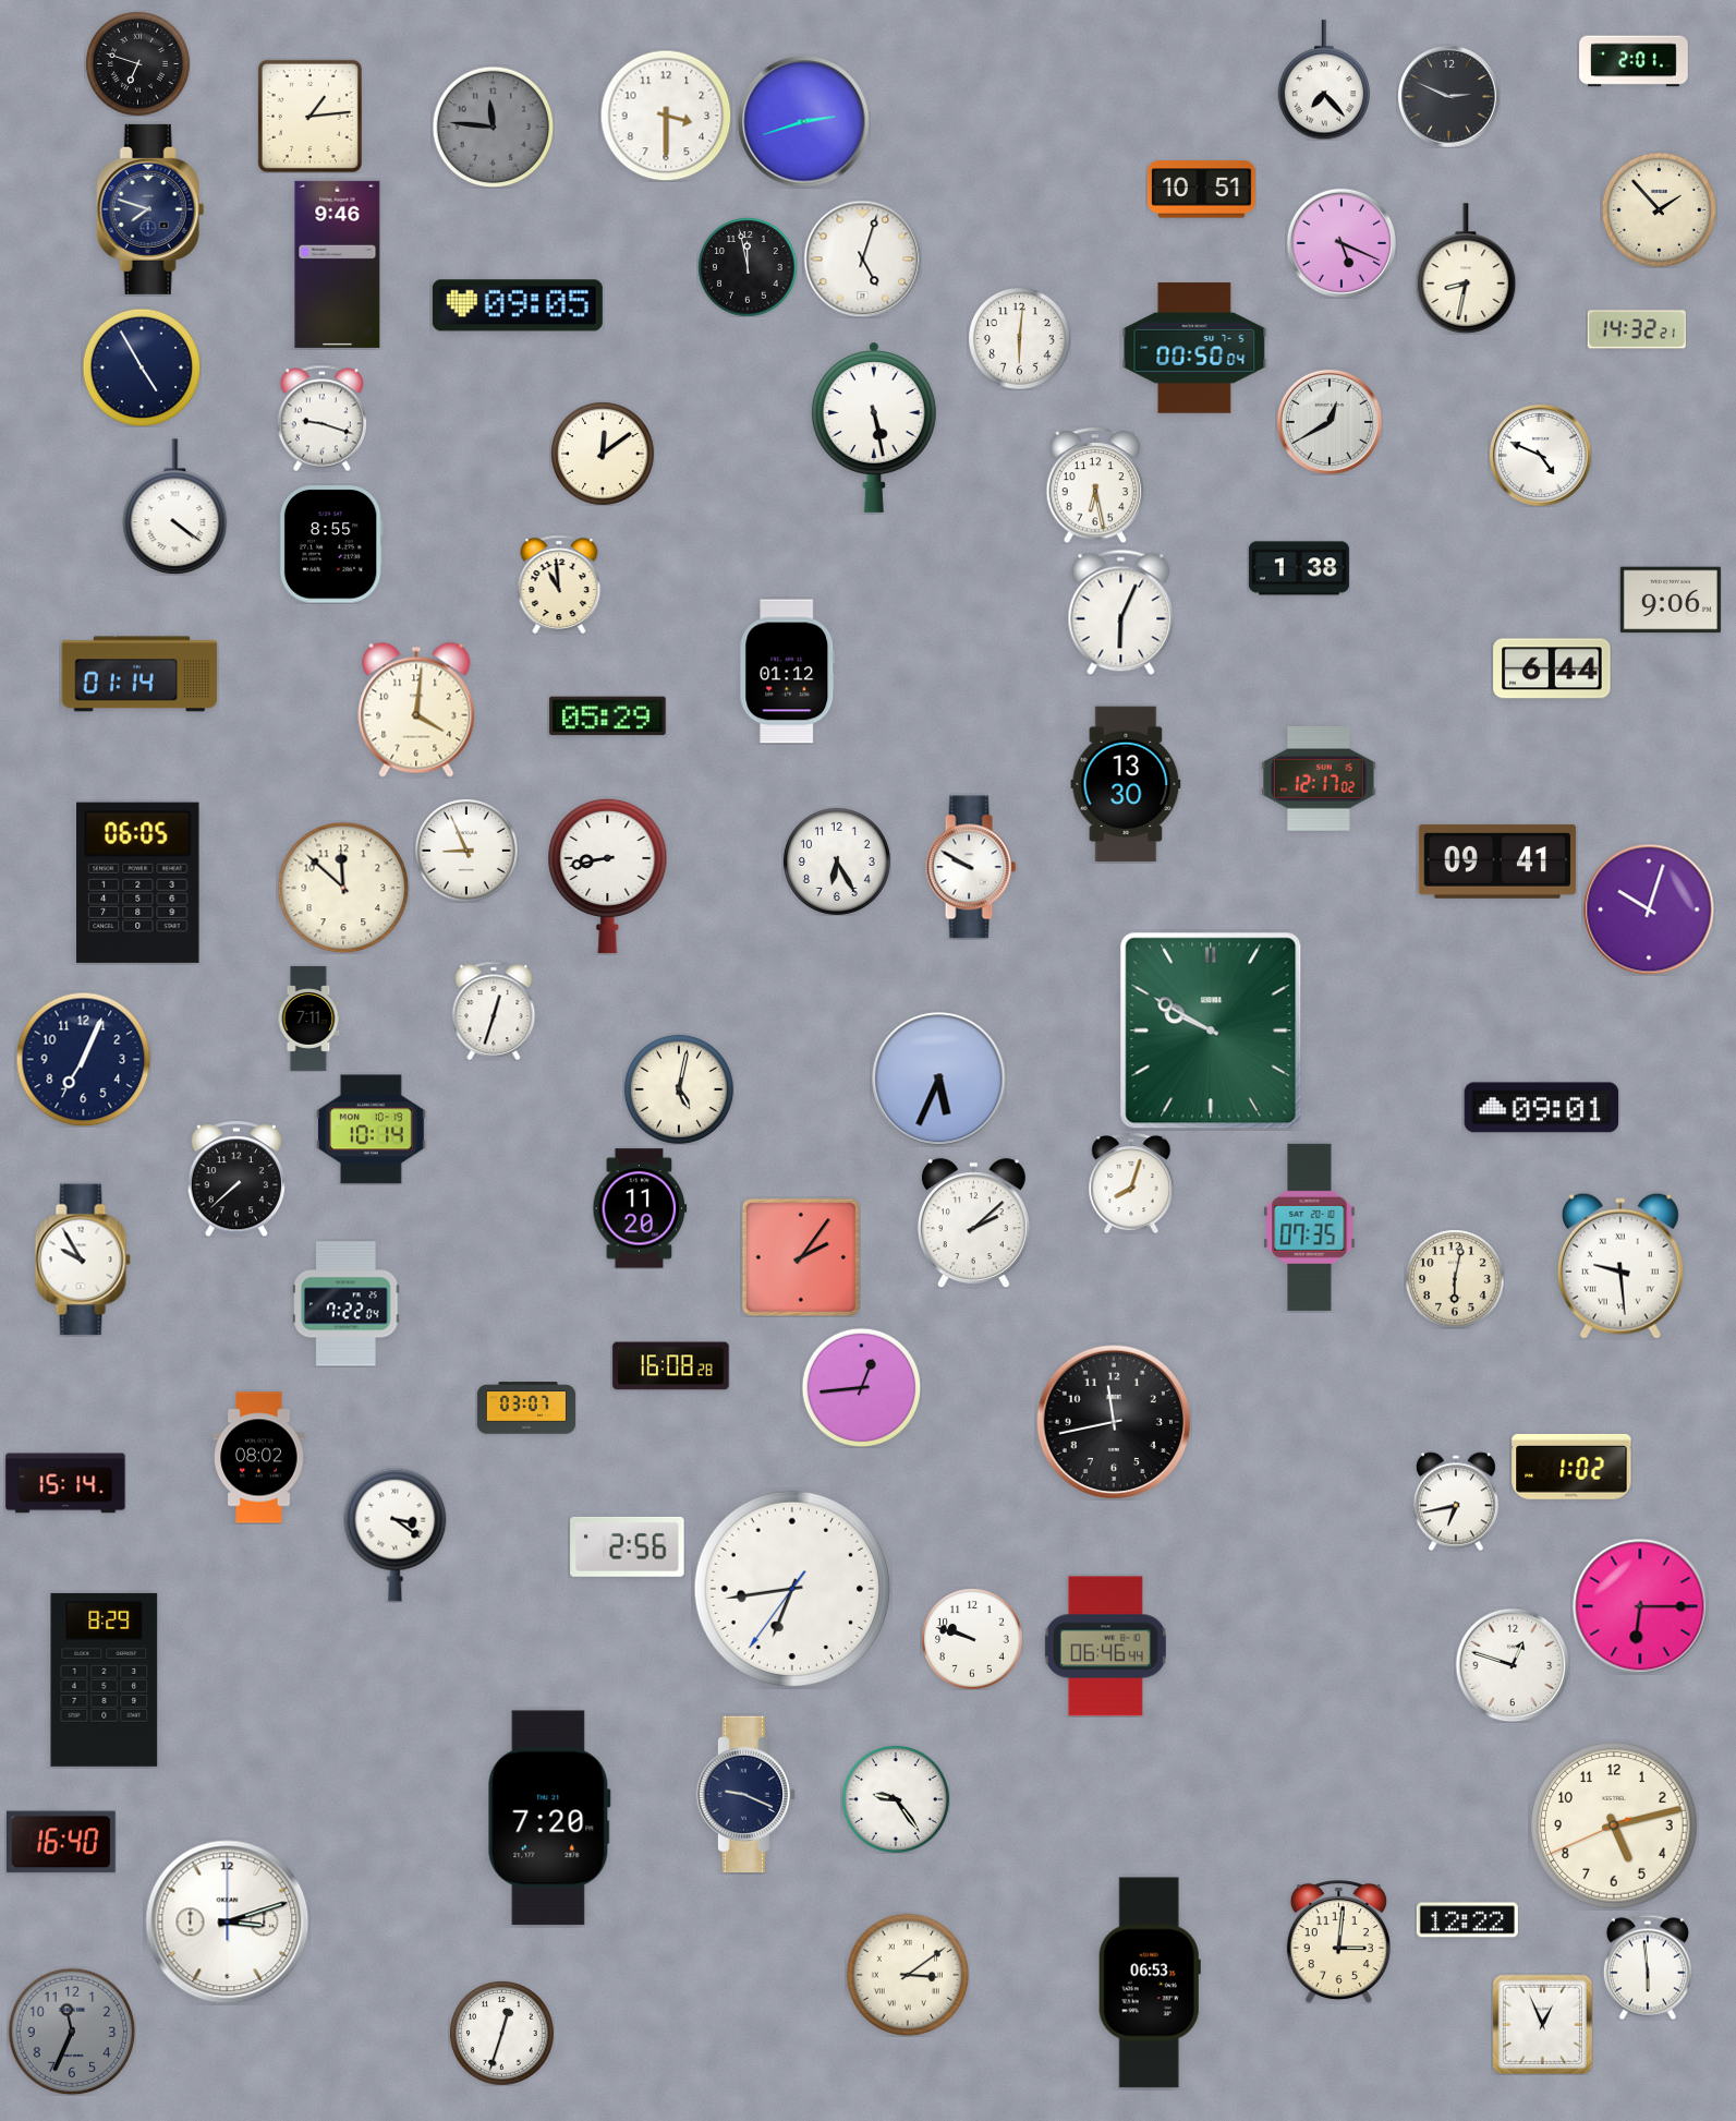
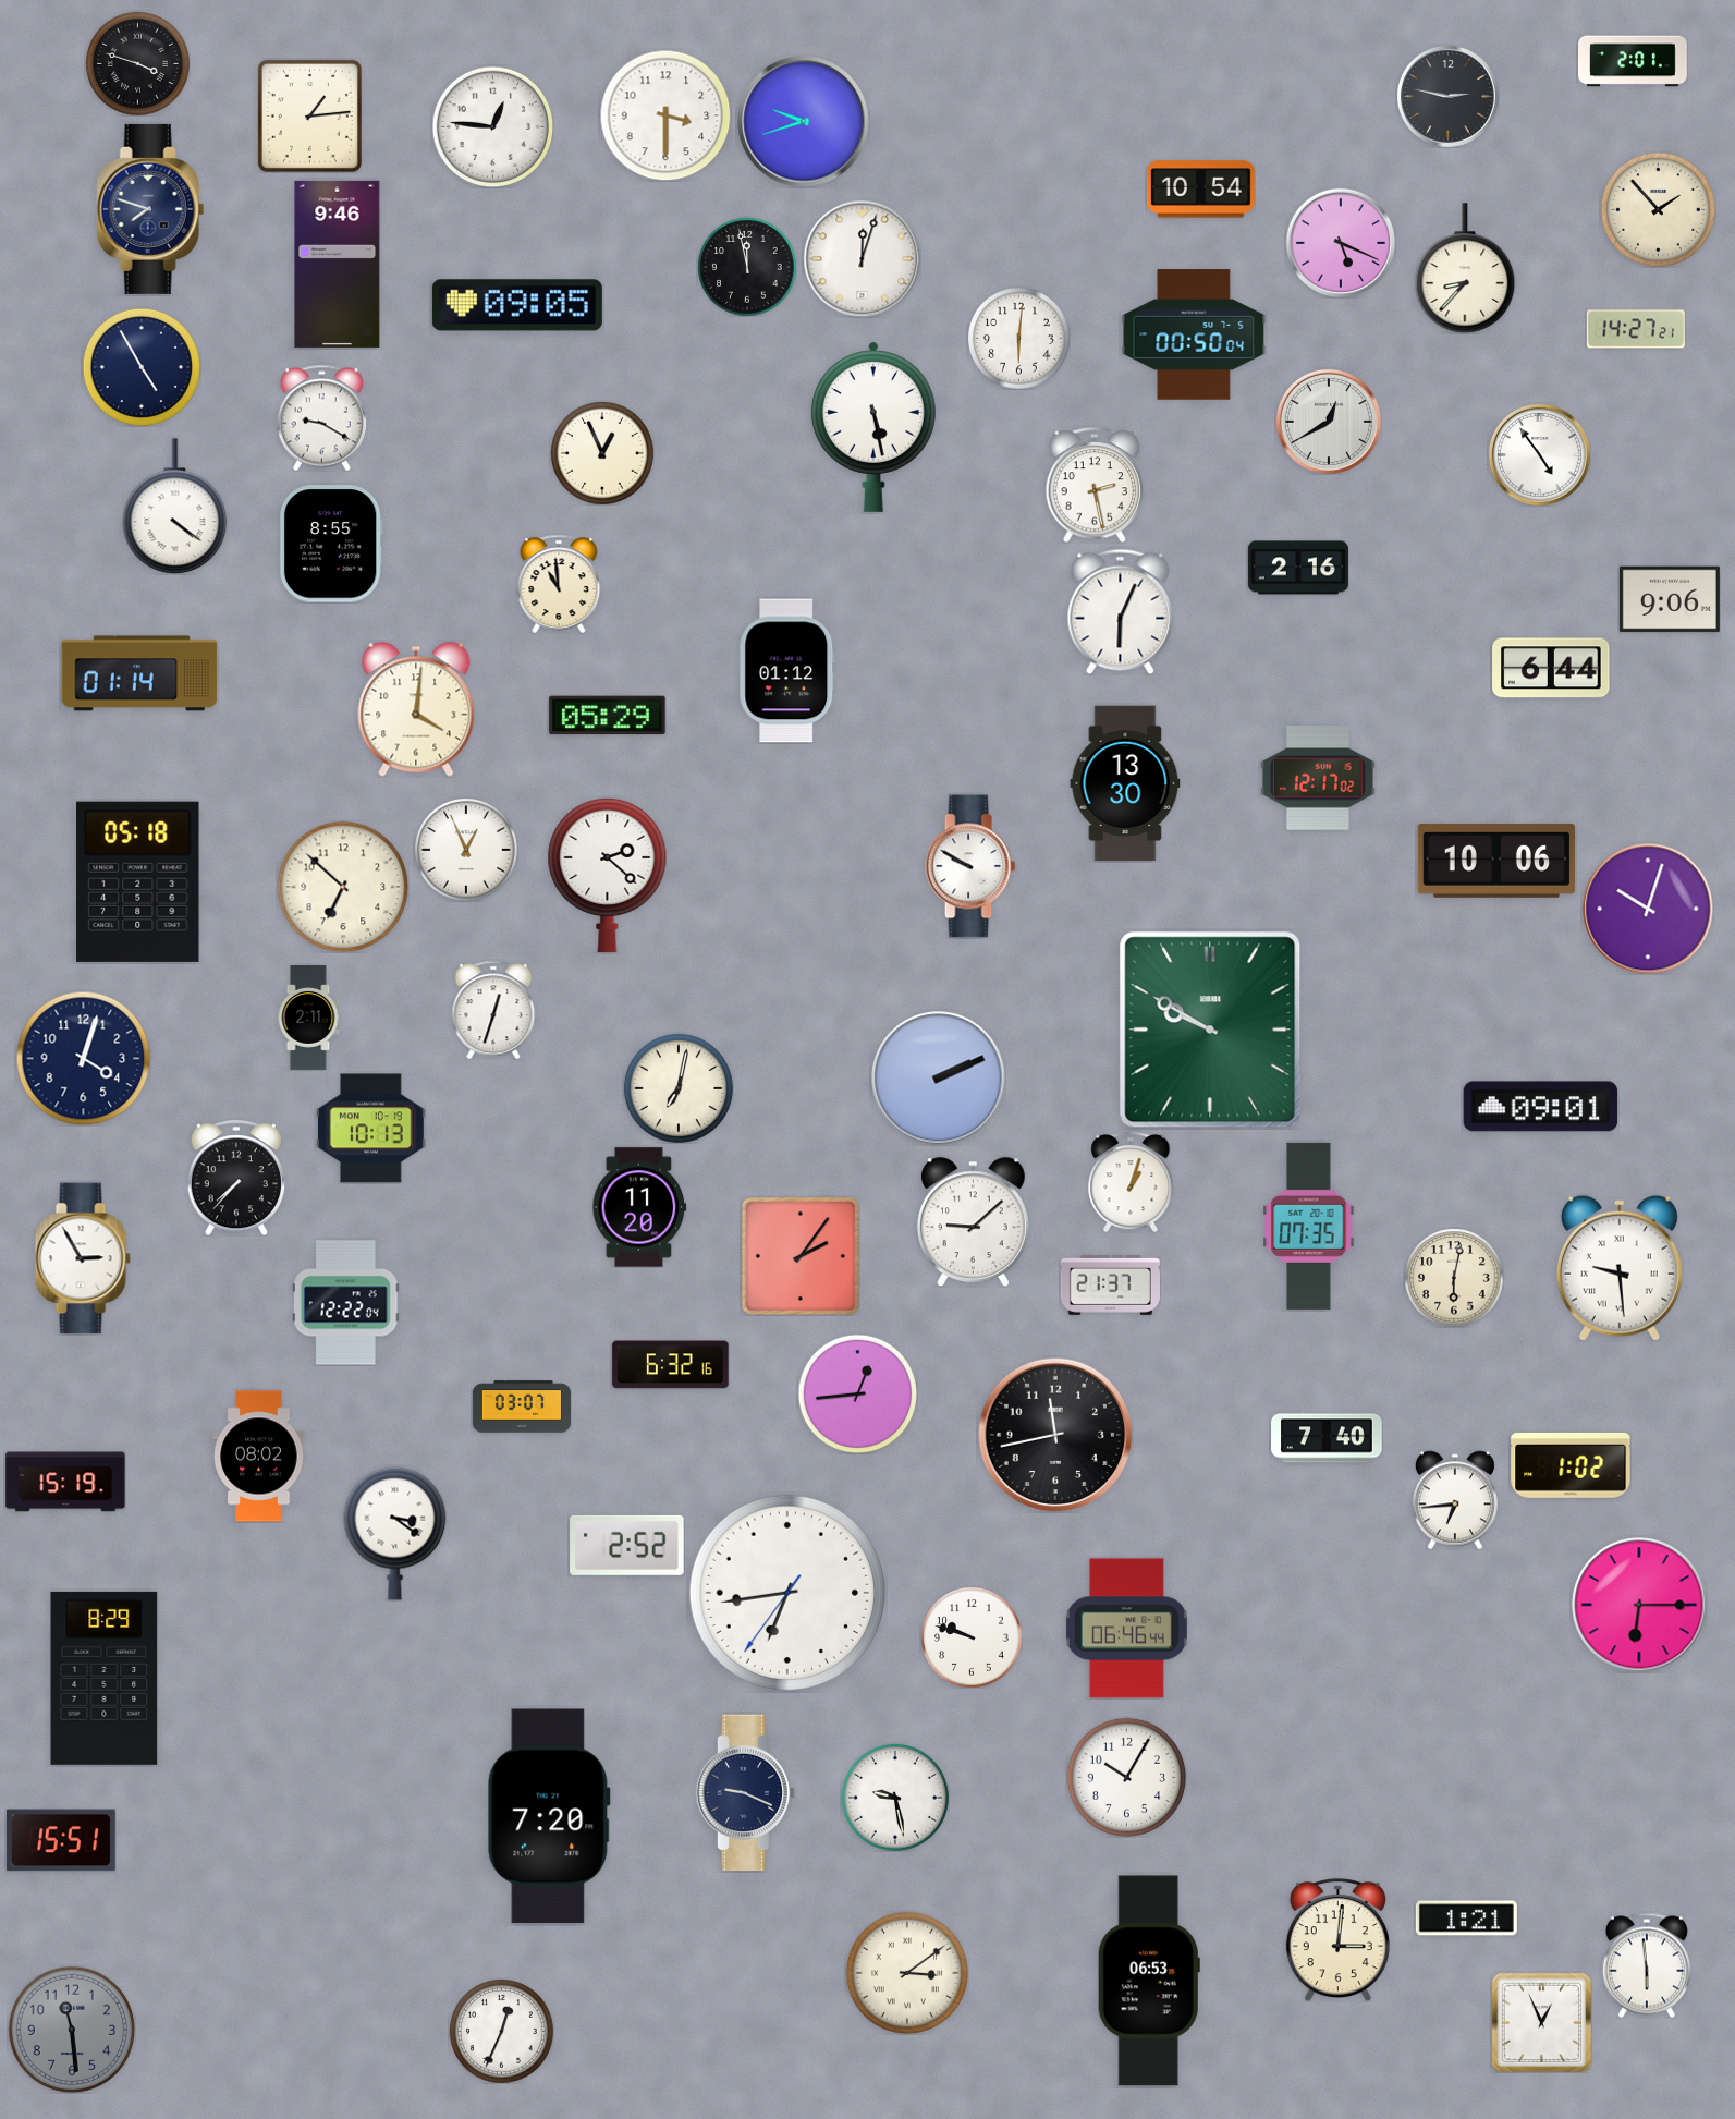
clock at (137, 63): 6:48 -> 3:48
clock at (1323, 80): 7:23 -> none
clock at (1448, 96): 2:49 -> 2:47
clock at (804, 122): 2:42 -> 9:42
clock at (493, 126): 11:46 -> 12:46
clock at (493, 126) dial: grey -> white
clock at (1201, 190): 10:51 -> 10:54
clock at (862, 258): 5:03 -> 12:03
clock at (1466, 268): 8:32 -> 8:37
clock at (1637, 329): 14:32 -> 14:27
clock at (1194, 348) position: (1194, 348) -> (1194, 334)
clock at (321, 418): 9:18 -> 9:20
clock at (603, 454): 12:09 -> 12:56
clock at (1540, 455): 4:49 -> 4:54
clock at (1095, 485): 6:28 -> 2:28
clock at (1299, 568): 1:38 -> 2:16
clock at (466, 851): 8:56 -> 12:56
clock at (837, 861): 6:25 -> none
clock at (1497, 861): 09:41 -> 10:06
clock at (608, 876): 8:43 -> 2:22
clock at (138, 882): 06:05 -> 05:18
clock at (343, 888): 11:52 -> 6:52
clock at (308, 1019): 7:11 -> 2:11
clock at (83, 1059): 7:04 -> 4:03
clock at (939, 1080): 5:34 -> 2:11
clock at (679, 1089): 5:02 -> 7:02
clock at (372, 1130): 10:14 -> 10:13
clock at (236, 1179): 7:38 -> 7:37
clock at (1131, 1183): 8:03 -> 1:03
clock at (973, 1224): 2:08 -> 9:08
clock at (83, 1260): 9:55 -> 2:55
clock at (1620, 1266) position: (1620, 1266) -> (1620, 1268)
clock at (1110, 1284): none -> 21:37
clock at (347, 1304): 7:22 -> 12:22
clock at (671, 1366): 16:08 -> 6:32
clock at (861, 1387) position: (861, 1387) -> (857, 1393)
clock at (526, 1408) position: (526, 1408) -> (522, 1406)
clock at (1114, 1422) position: (1114, 1422) -> (1055, 1435)
clock at (1327, 1438): none -> 7:40
clock at (65, 1483): 15:14 -> 15:19
clock at (1456, 1502): 6:43 -> 6:44
clock at (628, 1546): 2:56 -> 2:52
clock at (792, 1589) position: (792, 1589) -> (787, 1593)
clock at (1105, 1647) position: (1105, 1647) -> (1126, 1629)
clock at (1513, 1665): 12:48 -> none
clock at (1126, 1777): none -> 10:05
clock at (896, 1799): 9:24 -> 9:28
clock at (1614, 1825): 5:12 -> none
clock at (62, 1842): 16:40 -> 15:51
clock at (1467, 1920): 12:22 -> 1:21
clock at (228, 1923): 3:12 -> none
clock at (72, 2032): 11:34 -> 11:29
clock at (501, 2033): 12:33 -> 12:34
